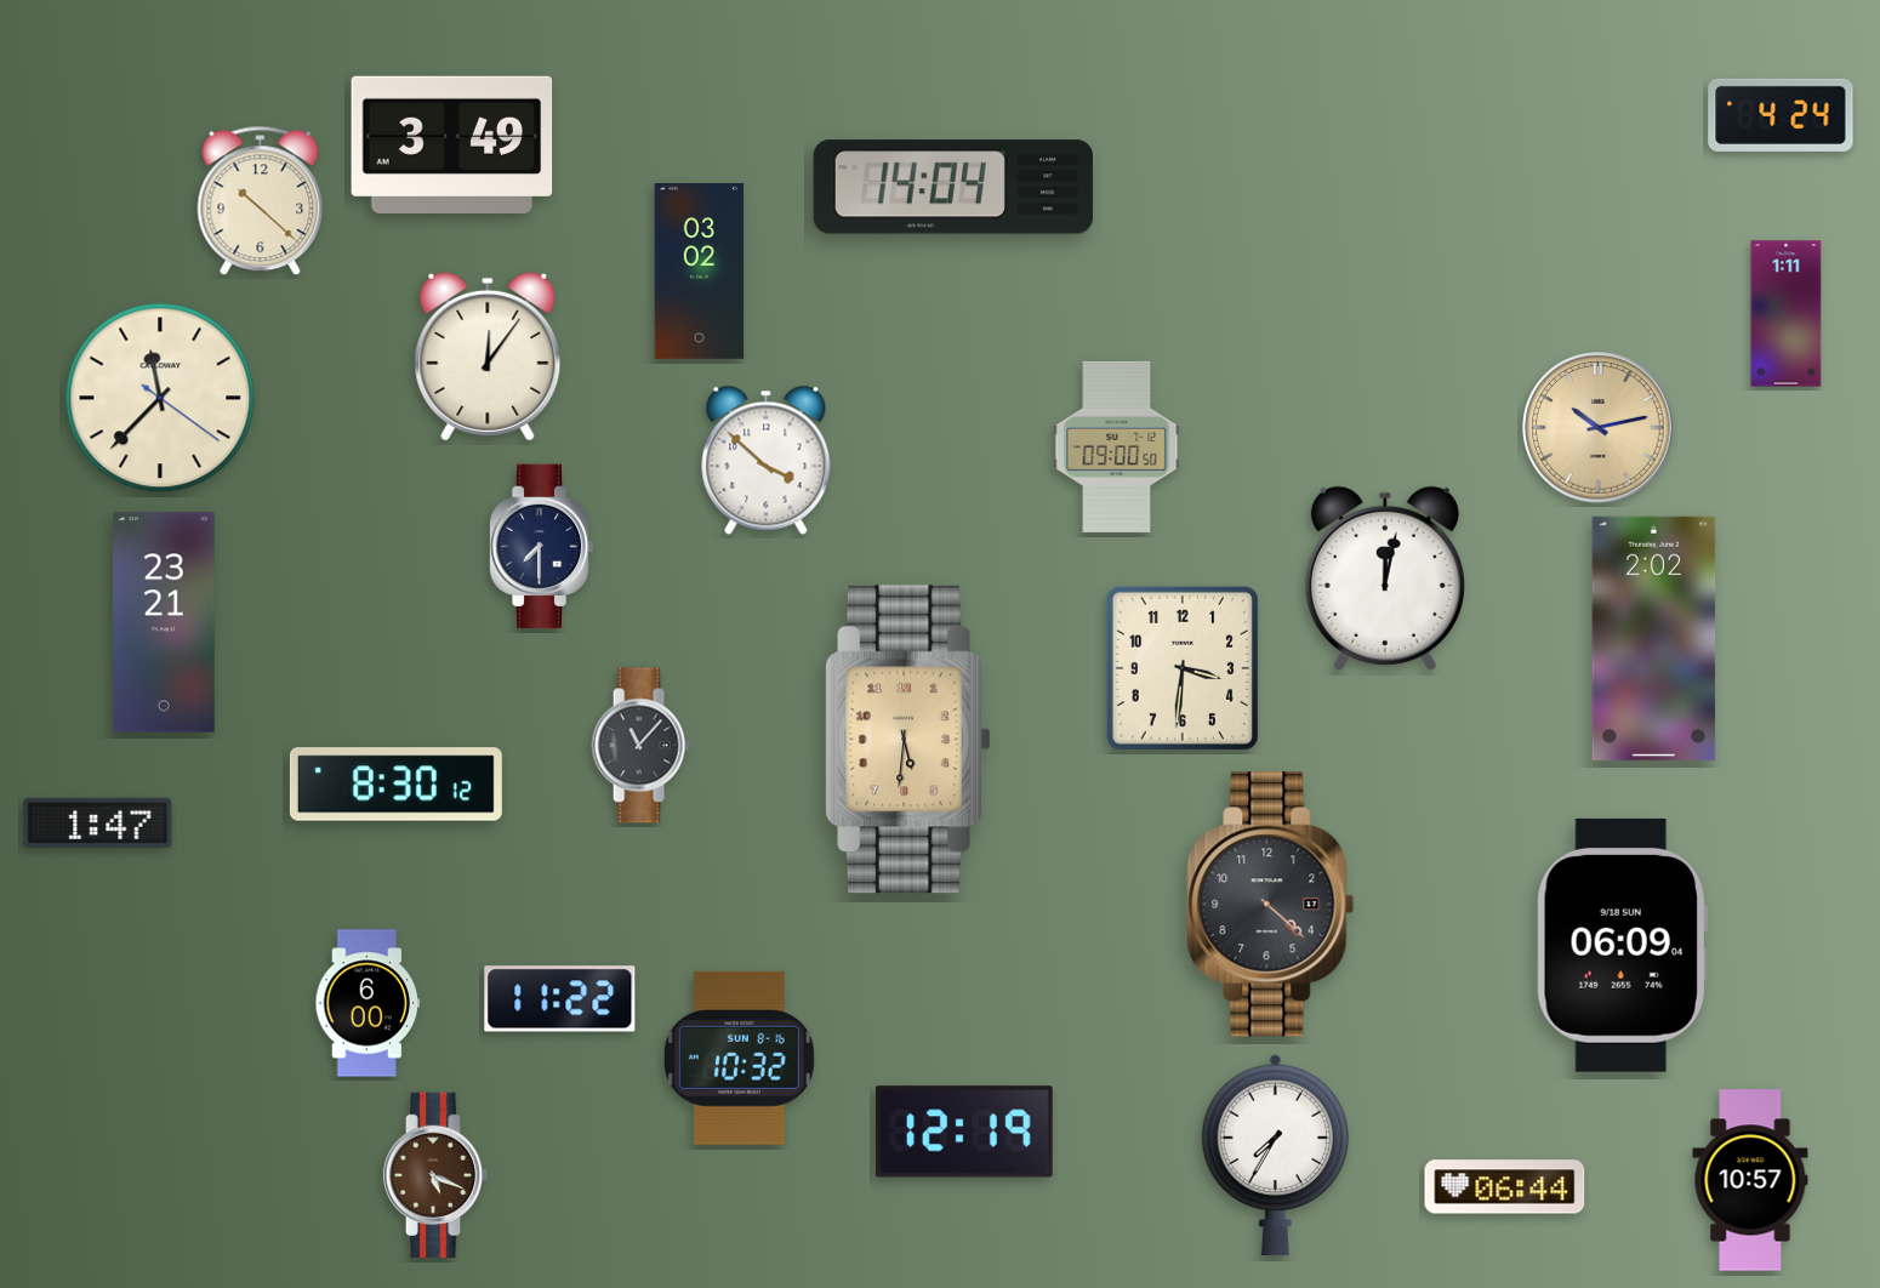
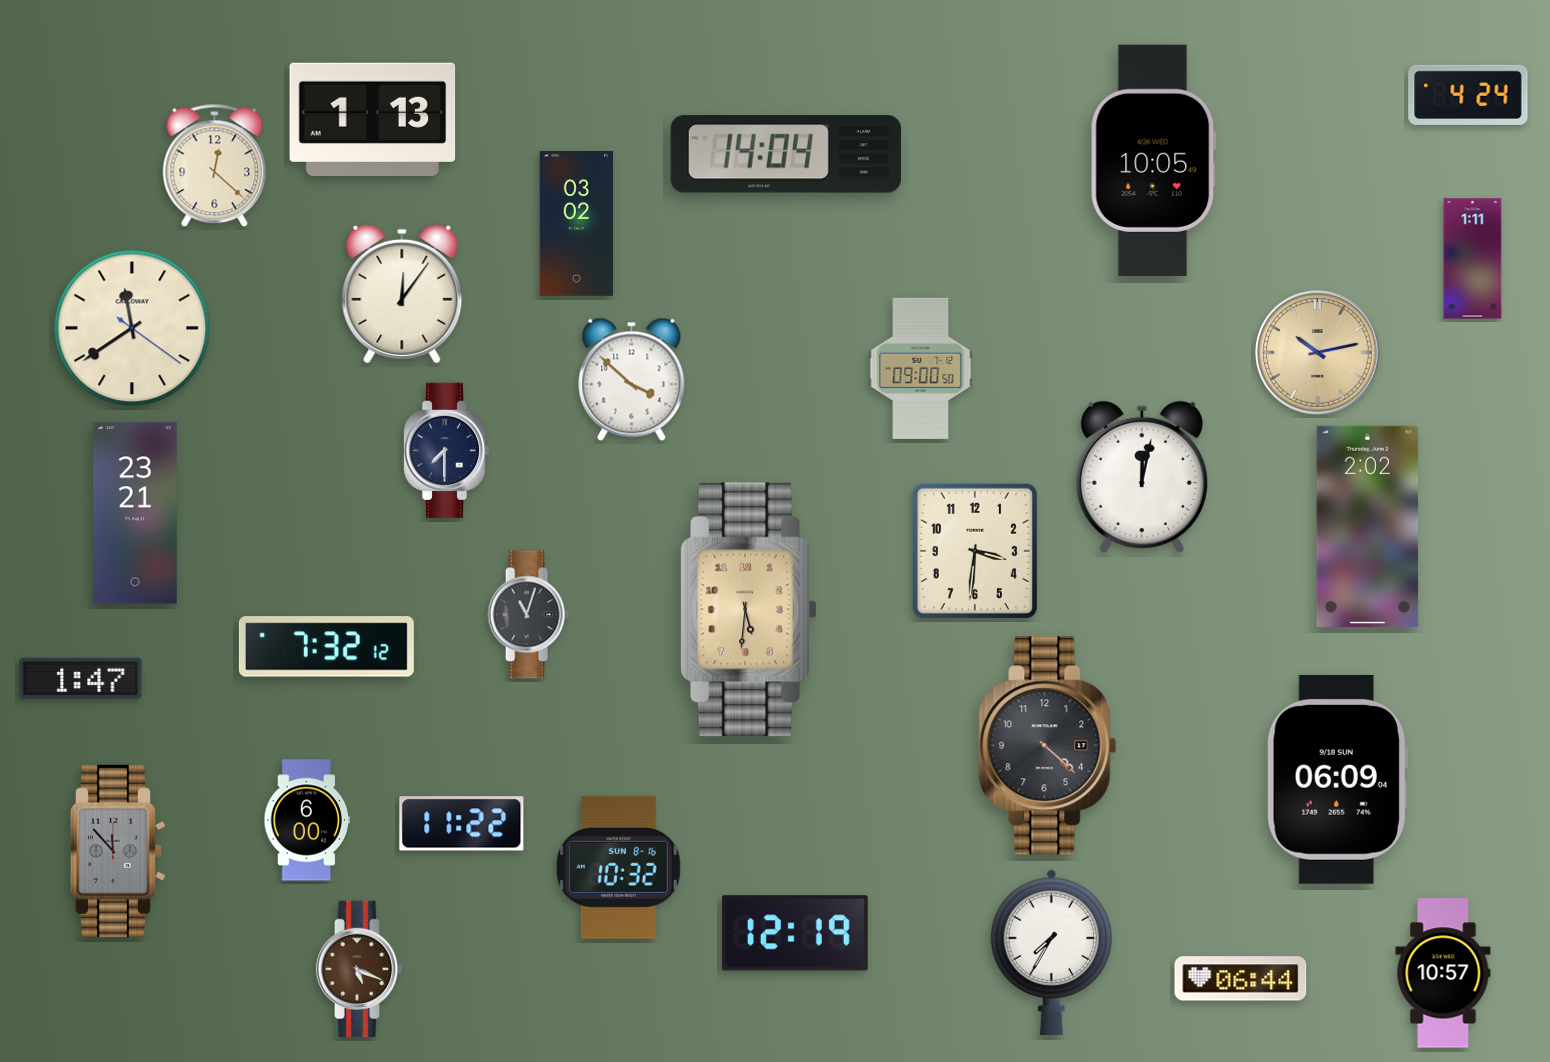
clock at (452, 144): 3:49 -> 1:13
clock at (1153, 160): none -> 10:05
clock at (261, 201): 10:22 -> 12:22
clock at (160, 398): 11:37 -> 11:39
clock at (1654, 638) position: (1654, 638) -> (1368, 526)
clock at (640, 746): 11:07 -> 11:03
clock at (395, 785): 8:30 -> 7:32
clock at (368, 1003) position: (368, 1003) -> (307, 820)
clock at (118, 851): none -> 11:53
clock at (739, 1058) position: (739, 1058) -> (618, 867)
